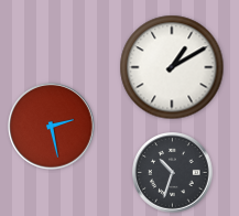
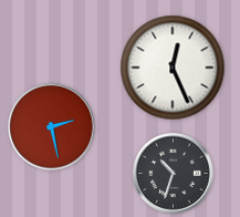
clock at (172, 67): 1:10 -> 12:26
